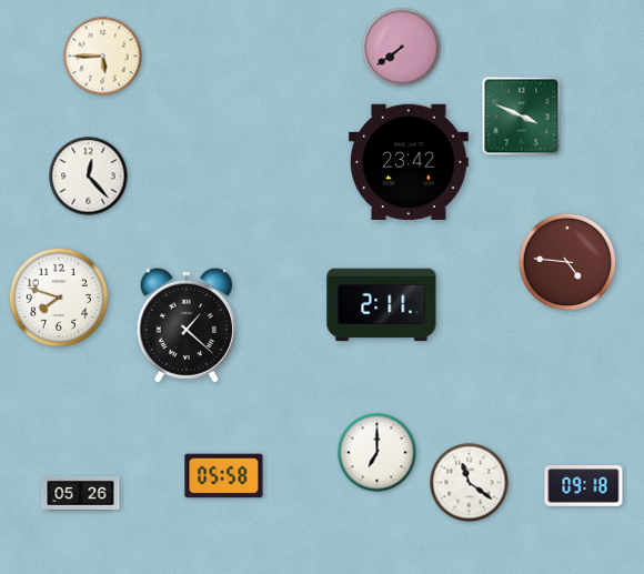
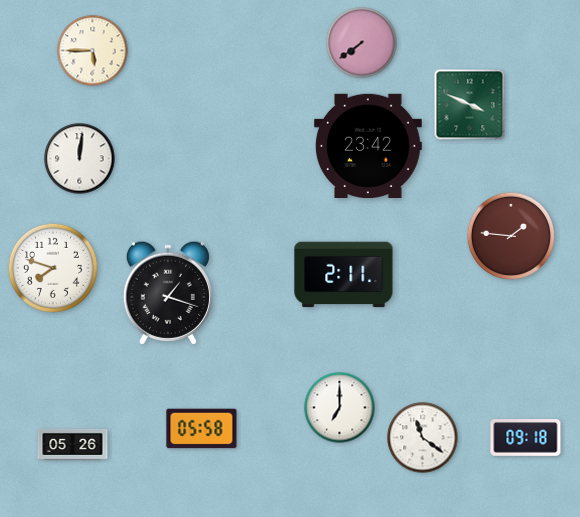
clock at (89, 177): 12:23 -> 12:01
clock at (566, 261): 4:46 -> 1:46
clock at (187, 325): 1:22 -> 1:18
clock at (470, 483) position: (470, 483) -> (423, 438)
